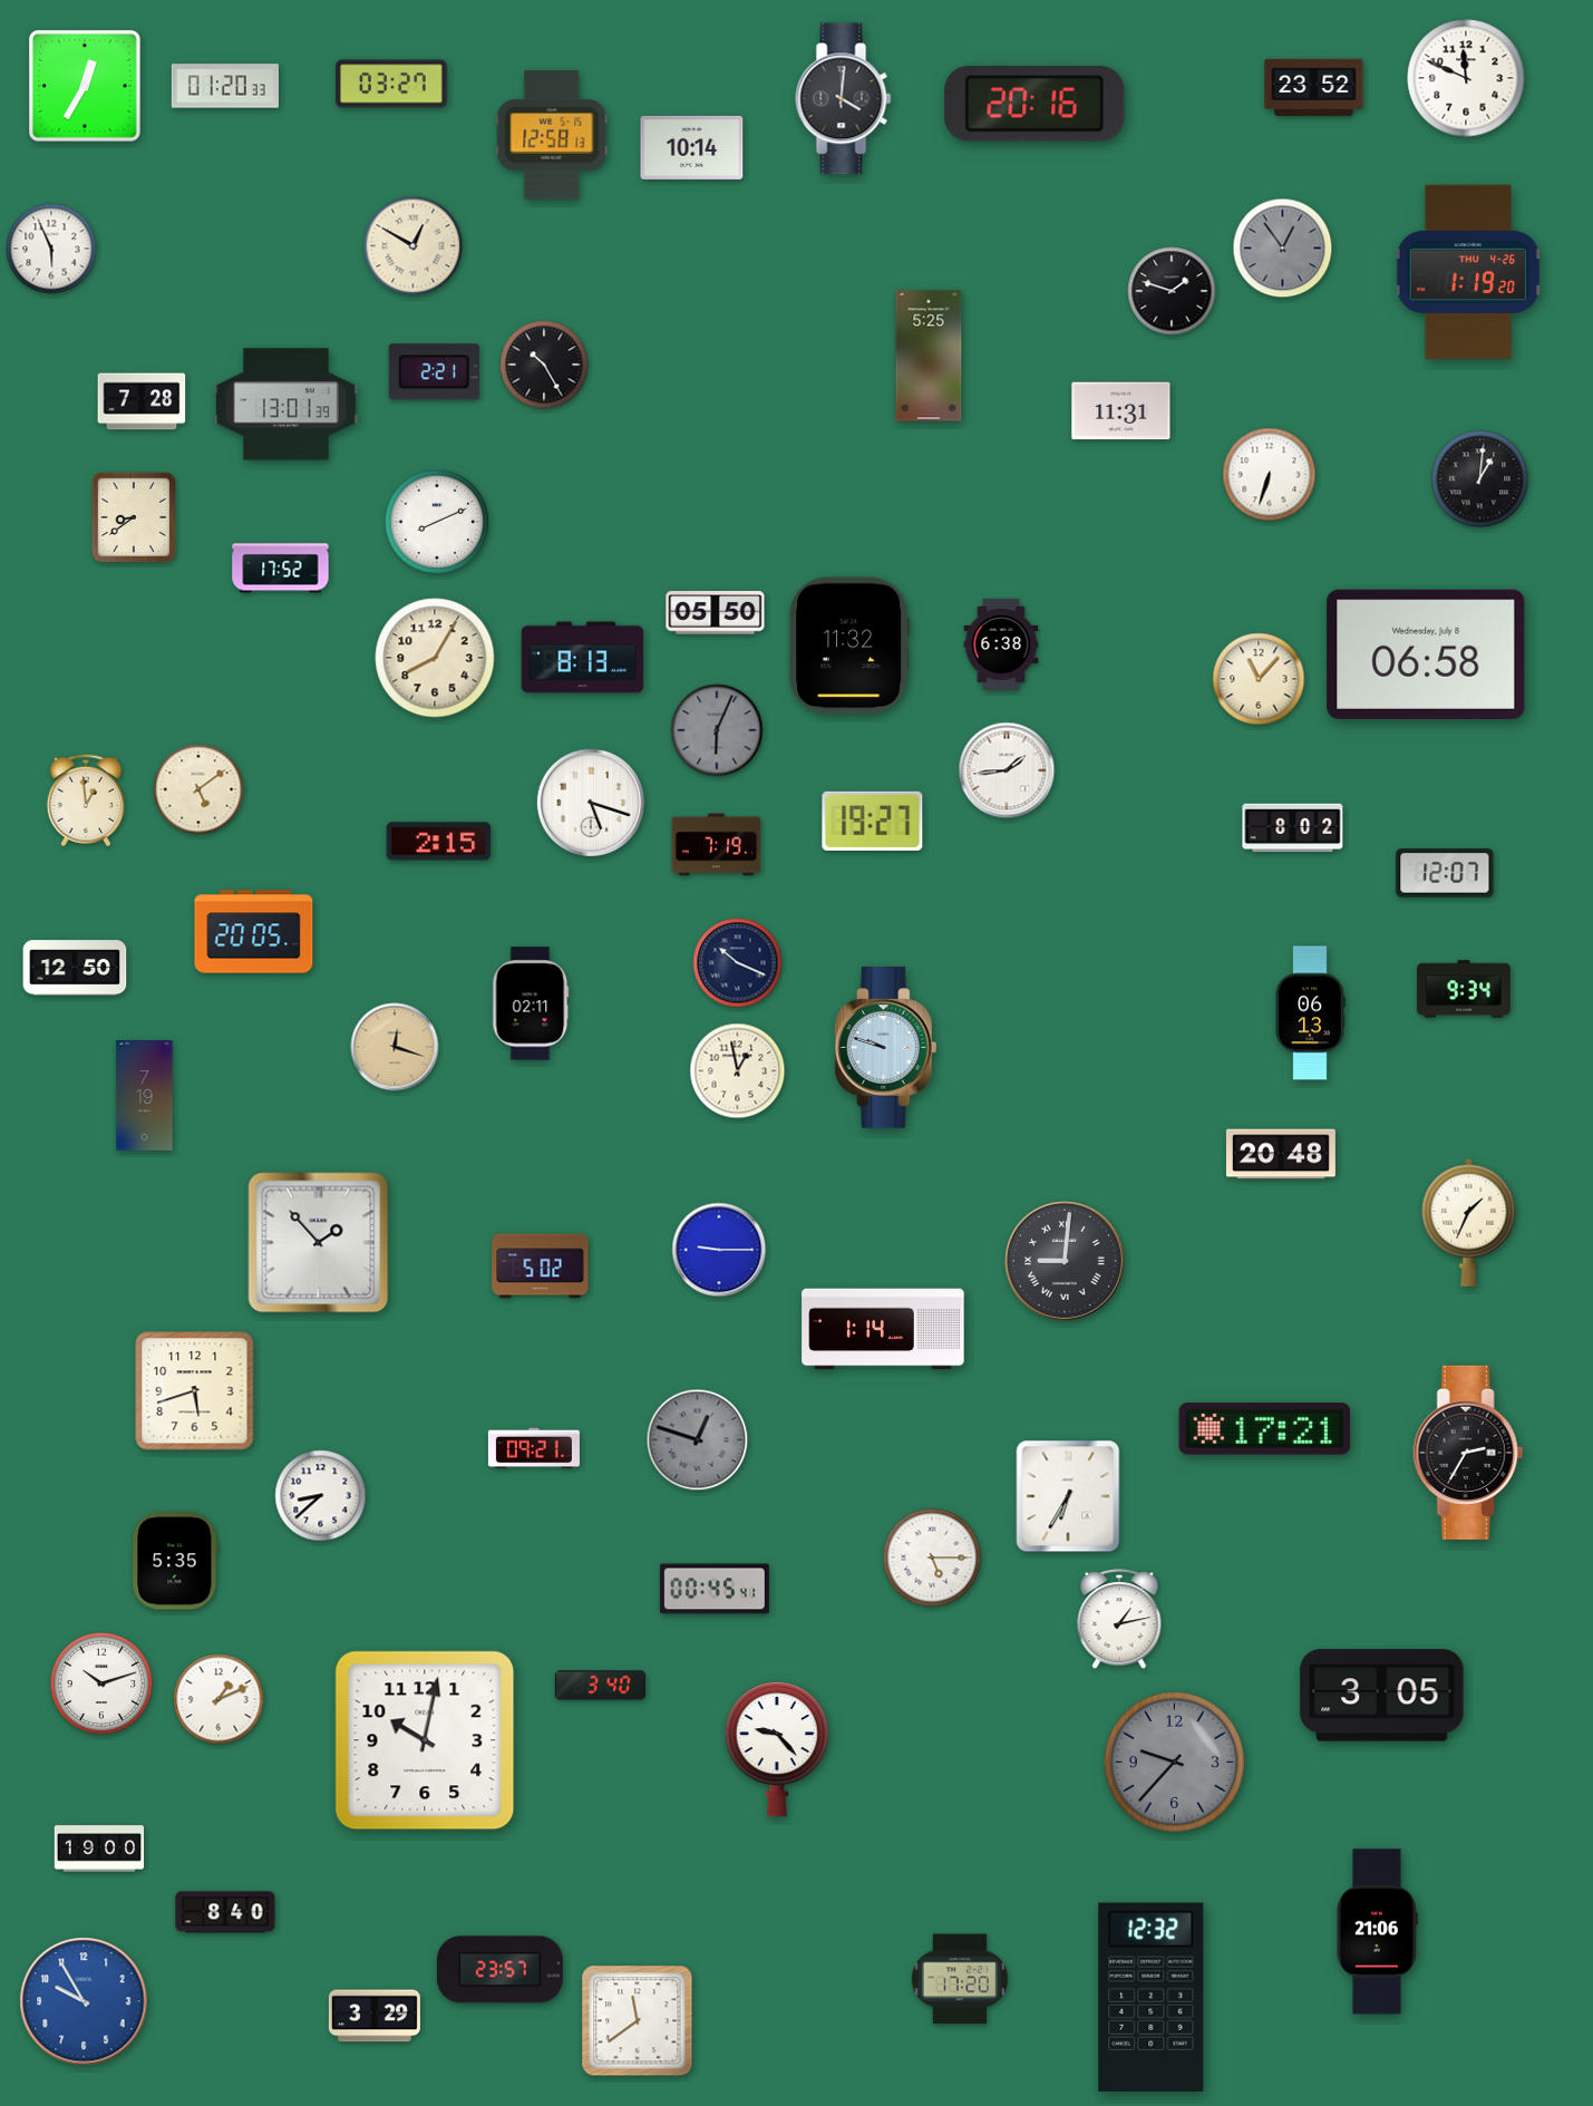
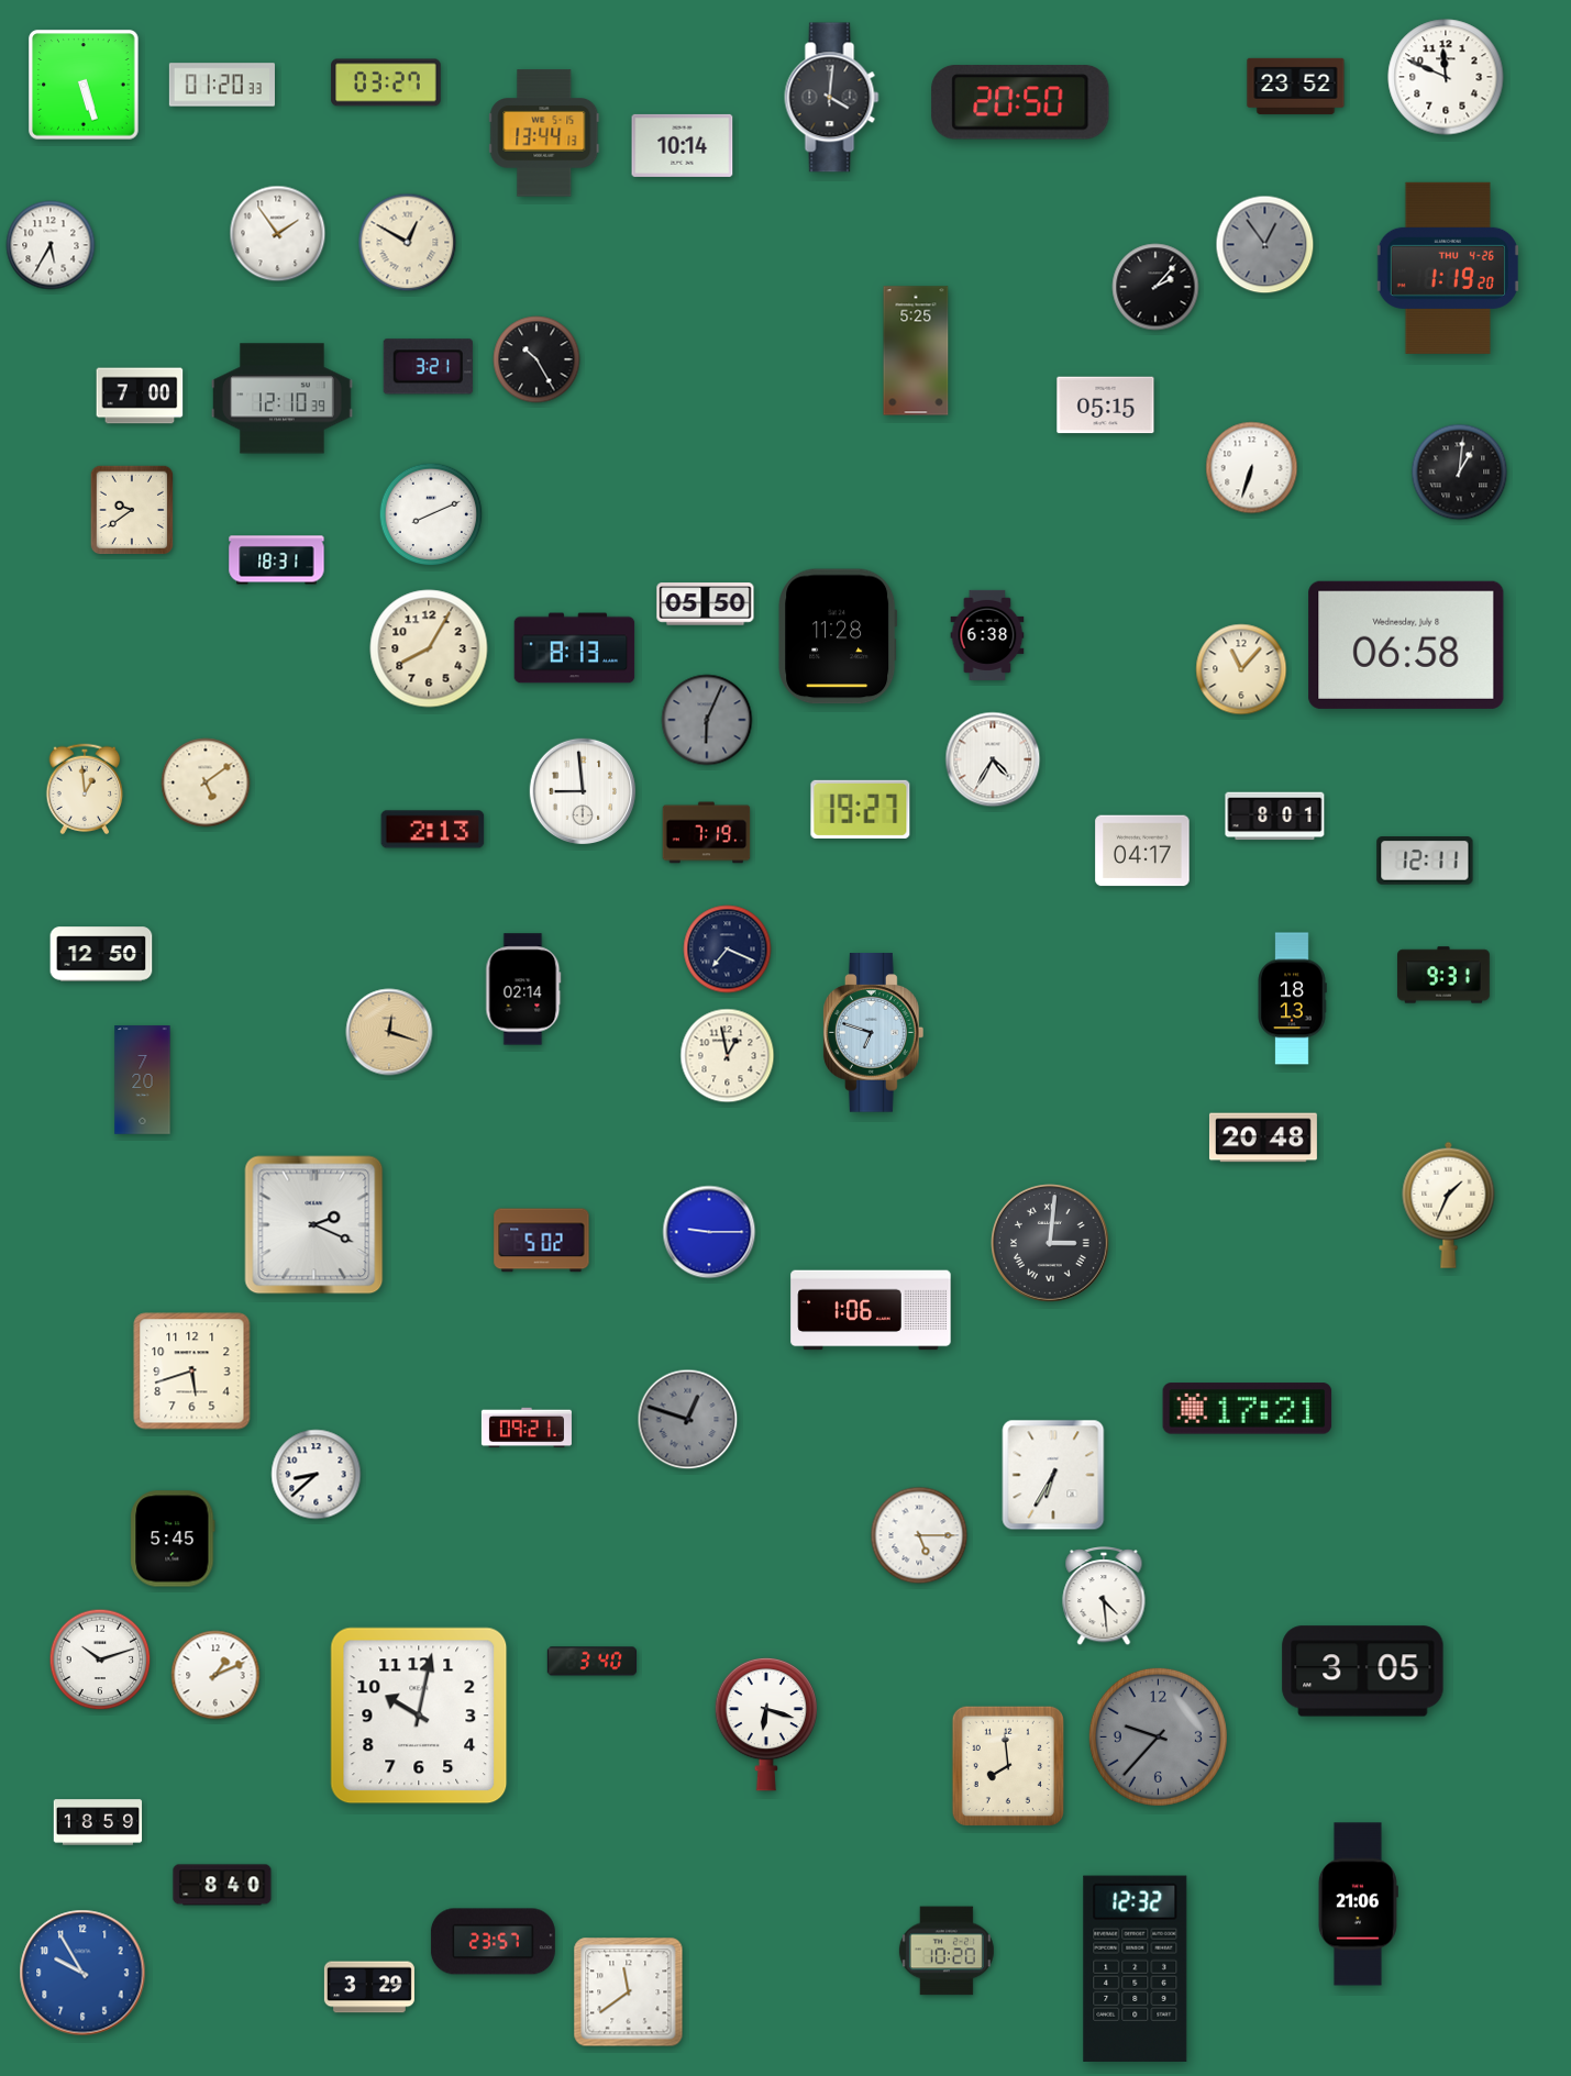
clock at (85, 86): 12:35 -> 5:27
clock at (1035, 104): 20:16 -> 20:50
clock at (552, 135): 12:58 -> 13:44
clock at (278, 234): none -> 1:54
clock at (51, 249): 5:56 -> 5:35
clock at (1172, 291): 1:48 -> 2:07
clock at (434, 372): 2:21 -> 3:21
clock at (142, 401): 7:28 -> 7:00
clock at (286, 405): 13:01 -> 12:10
clock at (1121, 411): 11:31 -> 05:15
clock at (134, 517): 8:39 -> 9:39
clock at (281, 569): 17:52 -> 18:31
clock at (849, 646): 11:32 -> 11:28
clock at (1007, 770): 1:44 -> 4:35
clock at (198, 789) position: (198, 789) -> (206, 782)
clock at (591, 803): 5:18 -> 8:59
clock at (1293, 828): 8:02 -> 8:01
clock at (439, 842): 2:15 -> 2:13
clock at (1142, 851): none -> 04:17
clock at (1445, 873): 12:07 -> 12:11
clock at (254, 932): 20:05 -> none
clock at (738, 963): 10:19 -> 7:19
clock at (75, 968) position: (75, 968) -> (101, 954)
clock at (1464, 989): 9:34 -> 9:31
clock at (531, 1003): 02:11 -> 02:14
clock at (1310, 1013): 06:13 -> 18:13
clock at (886, 1048): 9:48 -> 6:48
clock at (145, 1096): 7:19 -> 7:20
clock at (319, 1243): 1:53 -> 2:19
clock at (1066, 1262): 9:01 -> 3:01
clock at (541, 1266) position: (541, 1266) -> (542, 1241)
clock at (883, 1329): 1:14 -> 1:06
clock at (1468, 1453): 2:35 -> none
clock at (175, 1561): 5:35 -> 5:45
clock at (715, 1589): 00:45 -> none
clock at (1119, 1620): 1:13 -> 4:29
clock at (776, 1749): 9:23 -> 6:18
clock at (1008, 1766): none -> 7:59
clock at (99, 1848): 19:00 -> 18:59
clock at (960, 1979): 17:20 -> 10:20
